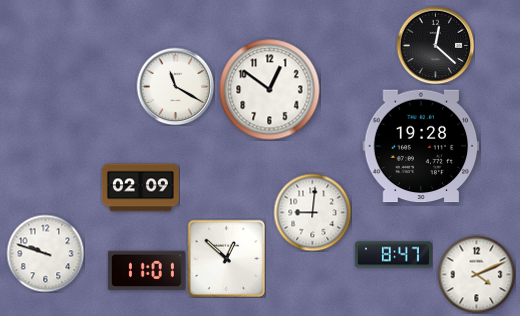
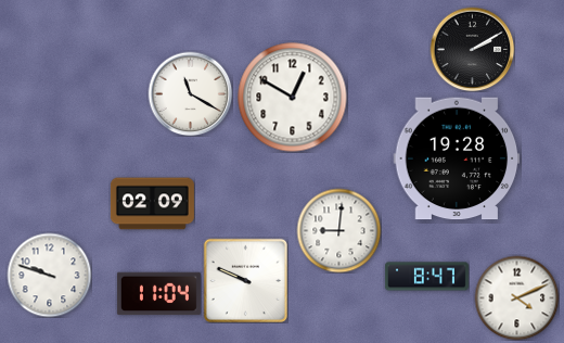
clock at (435, 45): 12:22 -> 2:10
clock at (270, 90): 12:51 -> 12:50
clock at (226, 258): 12:52 -> 9:49
clock at (146, 271): 11:01 -> 11:04
